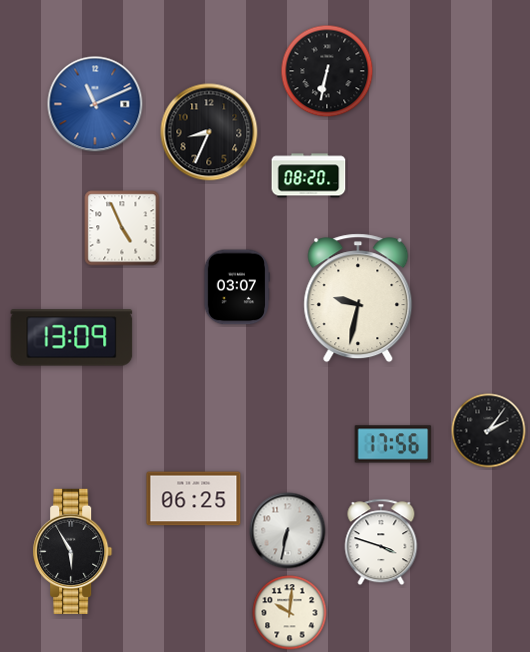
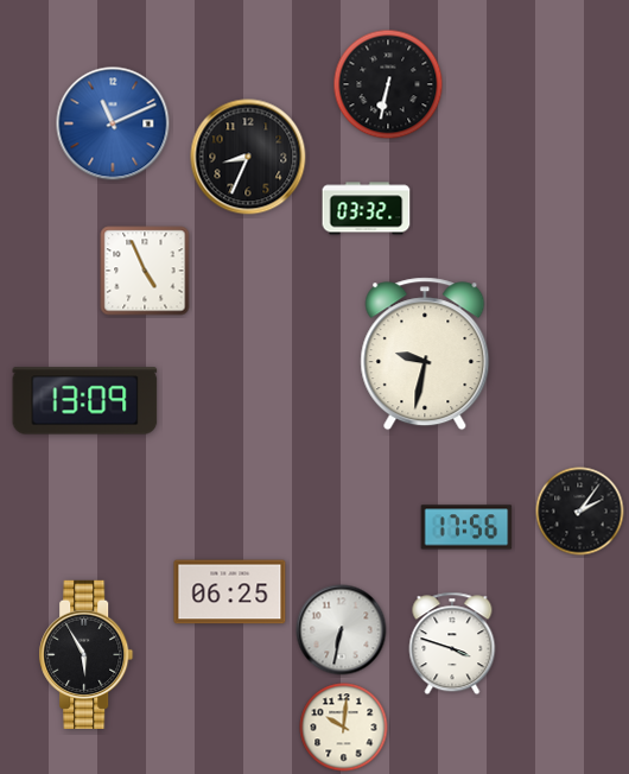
clock at (309, 176): 08:20 -> 03:32
clock at (236, 287): 03:07 -> none
